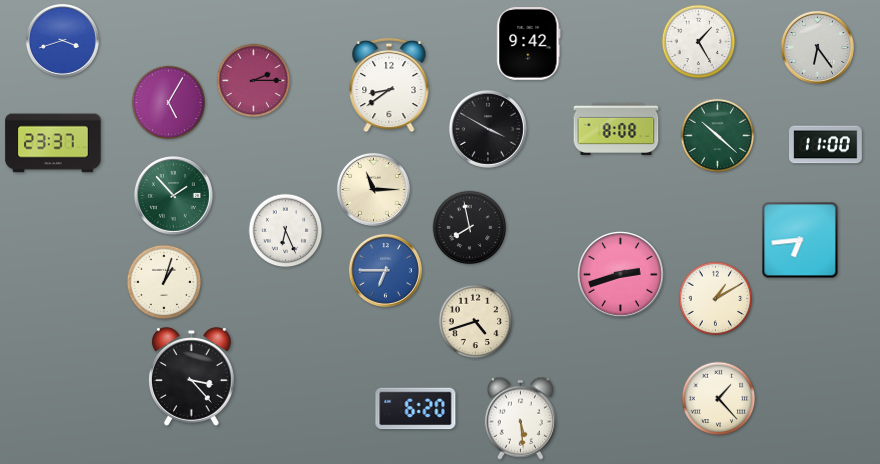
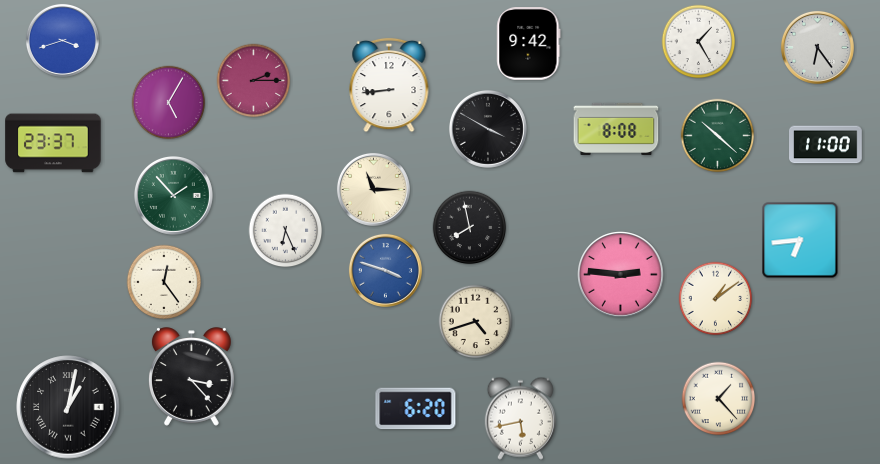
clock at (389, 85): 8:39 -> 8:44
clock at (385, 270): 6:45 -> 3:48
clock at (621, 275): 2:42 -> 2:46
clock at (164, 282): 1:03 -> 12:24
clock at (716, 299): 1:10 -> 1:09
clock at (68, 407): none -> 1:02
clock at (520, 418): 5:29 -> 5:43
